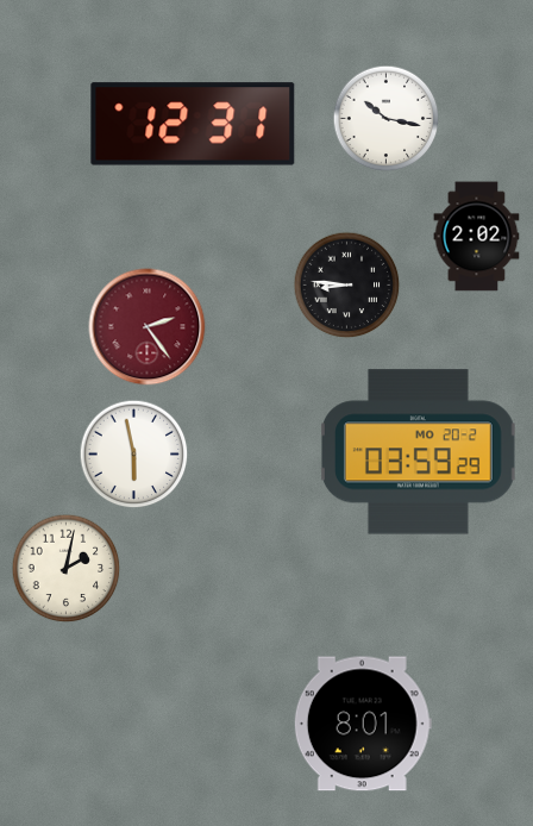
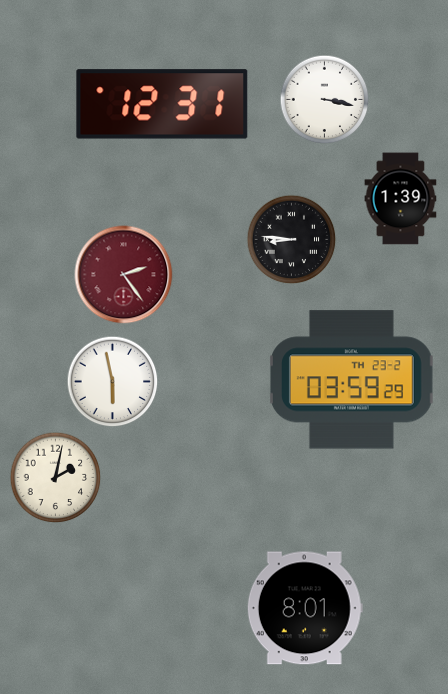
clock at (385, 118): 10:17 -> 3:17
clock at (477, 237): 2:02 -> 1:39
clock at (418, 452) date: MO 20-2 -> TH 23-2
